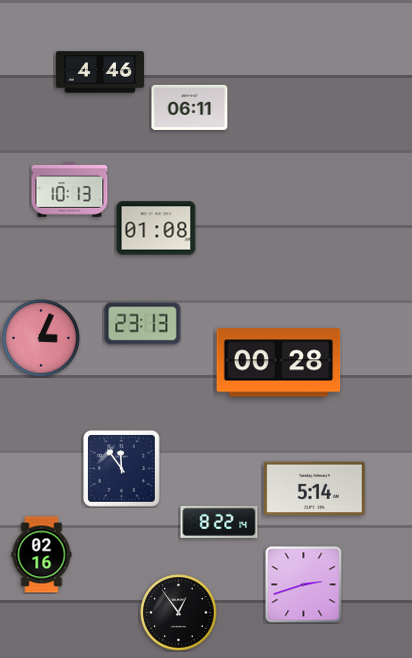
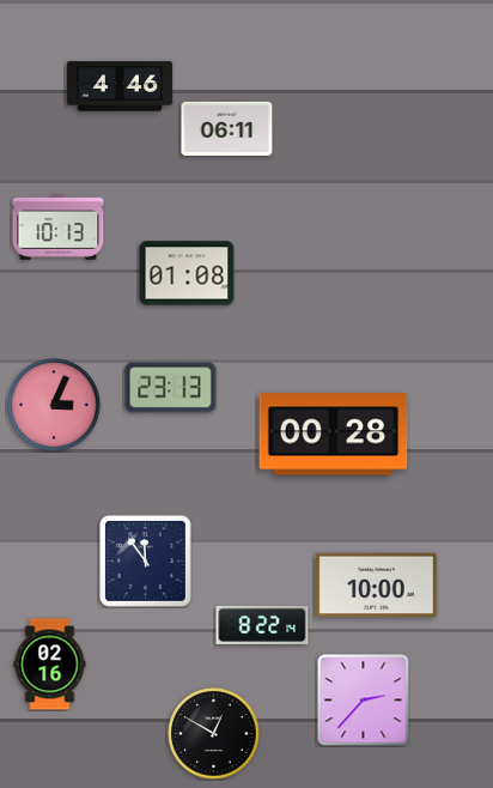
clock at (70, 190) position: (70, 190) -> (59, 228)
clock at (41, 338) position: (41, 338) -> (54, 405)
clock at (315, 489): 5:14 -> 10:00
clock at (304, 585): 2:42 -> 2:37
clock at (179, 613): 12:54 -> 12:50
